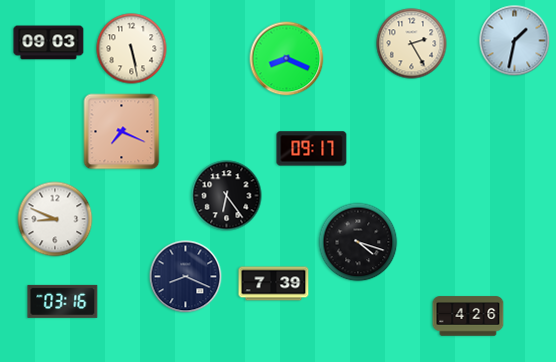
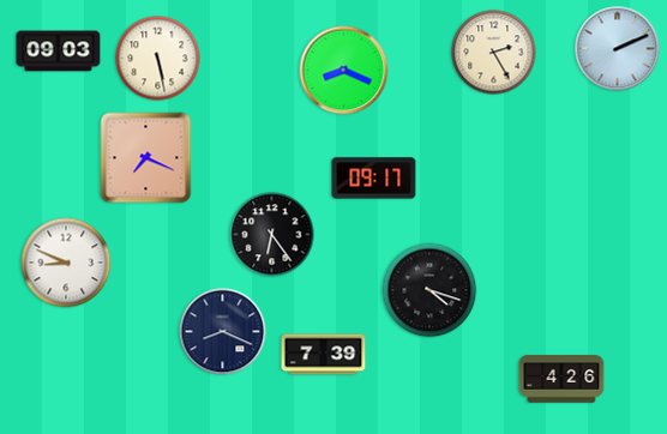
clock at (515, 41): 1:32 -> 2:11
clock at (274, 284) position: (274, 284) -> (324, 355)
clock at (63, 301): 03:16 -> none
